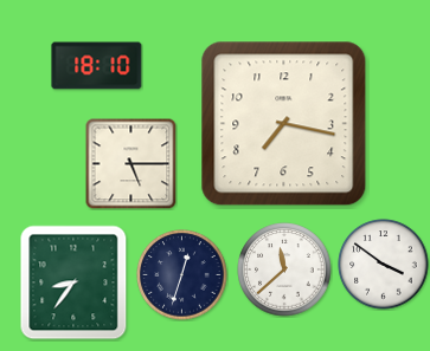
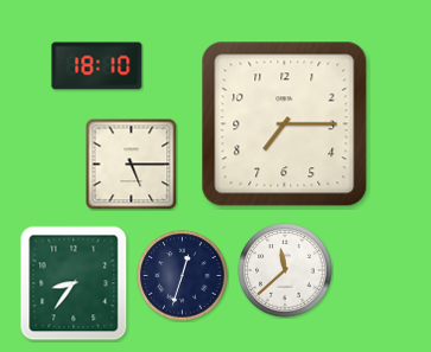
clock at (284, 124): 7:17 -> 7:15
clock at (384, 265): 3:51 -> none
